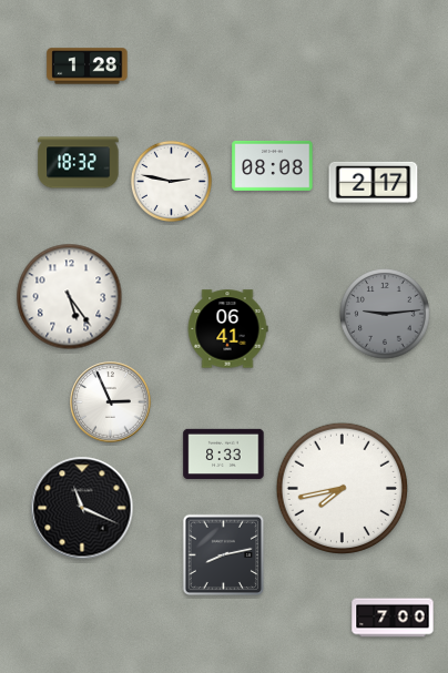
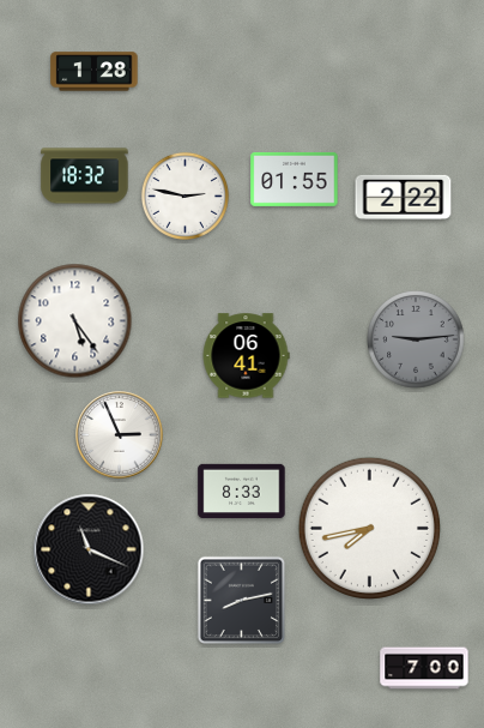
clock at (273, 165): 08:08 -> 01:55
clock at (374, 182): 2:17 -> 2:22
